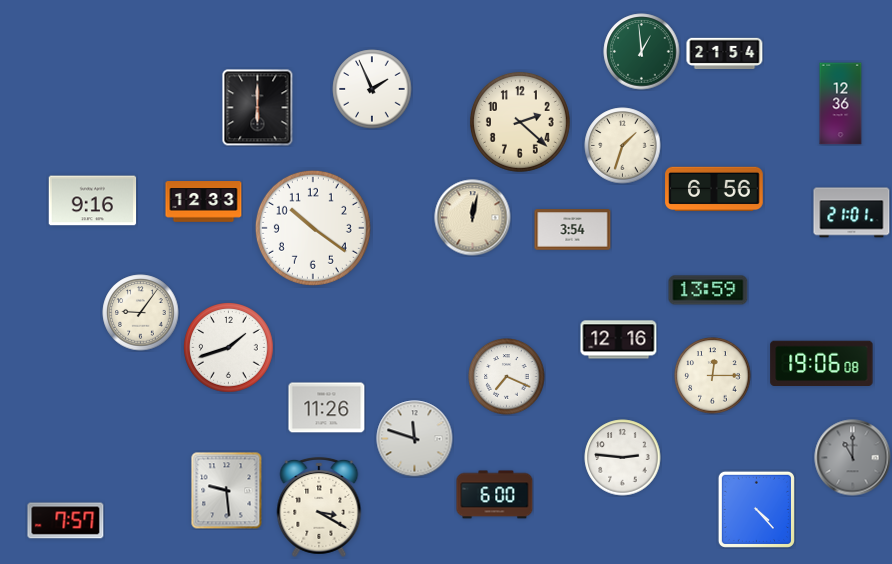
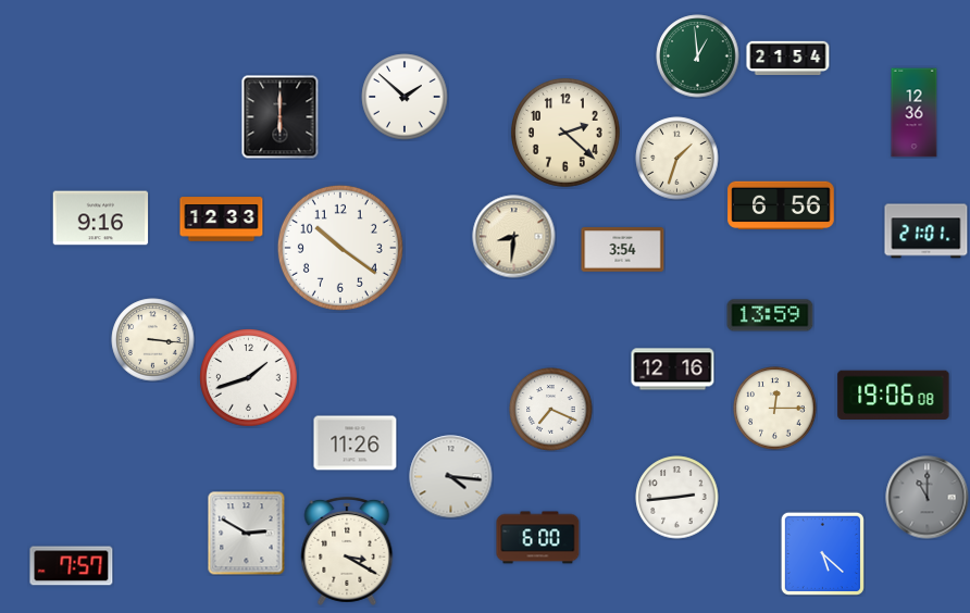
clock at (372, 89): 1:56 -> 1:52
clock at (714, 189) position: (714, 189) -> (781, 205)
clock at (473, 218): 12:02 -> 8:31
clock at (141, 313): 9:06 -> 3:16
clock at (415, 439): 11:48 -> 4:16
clock at (623, 458): 2:46 -> 2:44
clock at (227, 491): 9:29 -> 2:50
clock at (756, 509): 4:23 -> 5:22
